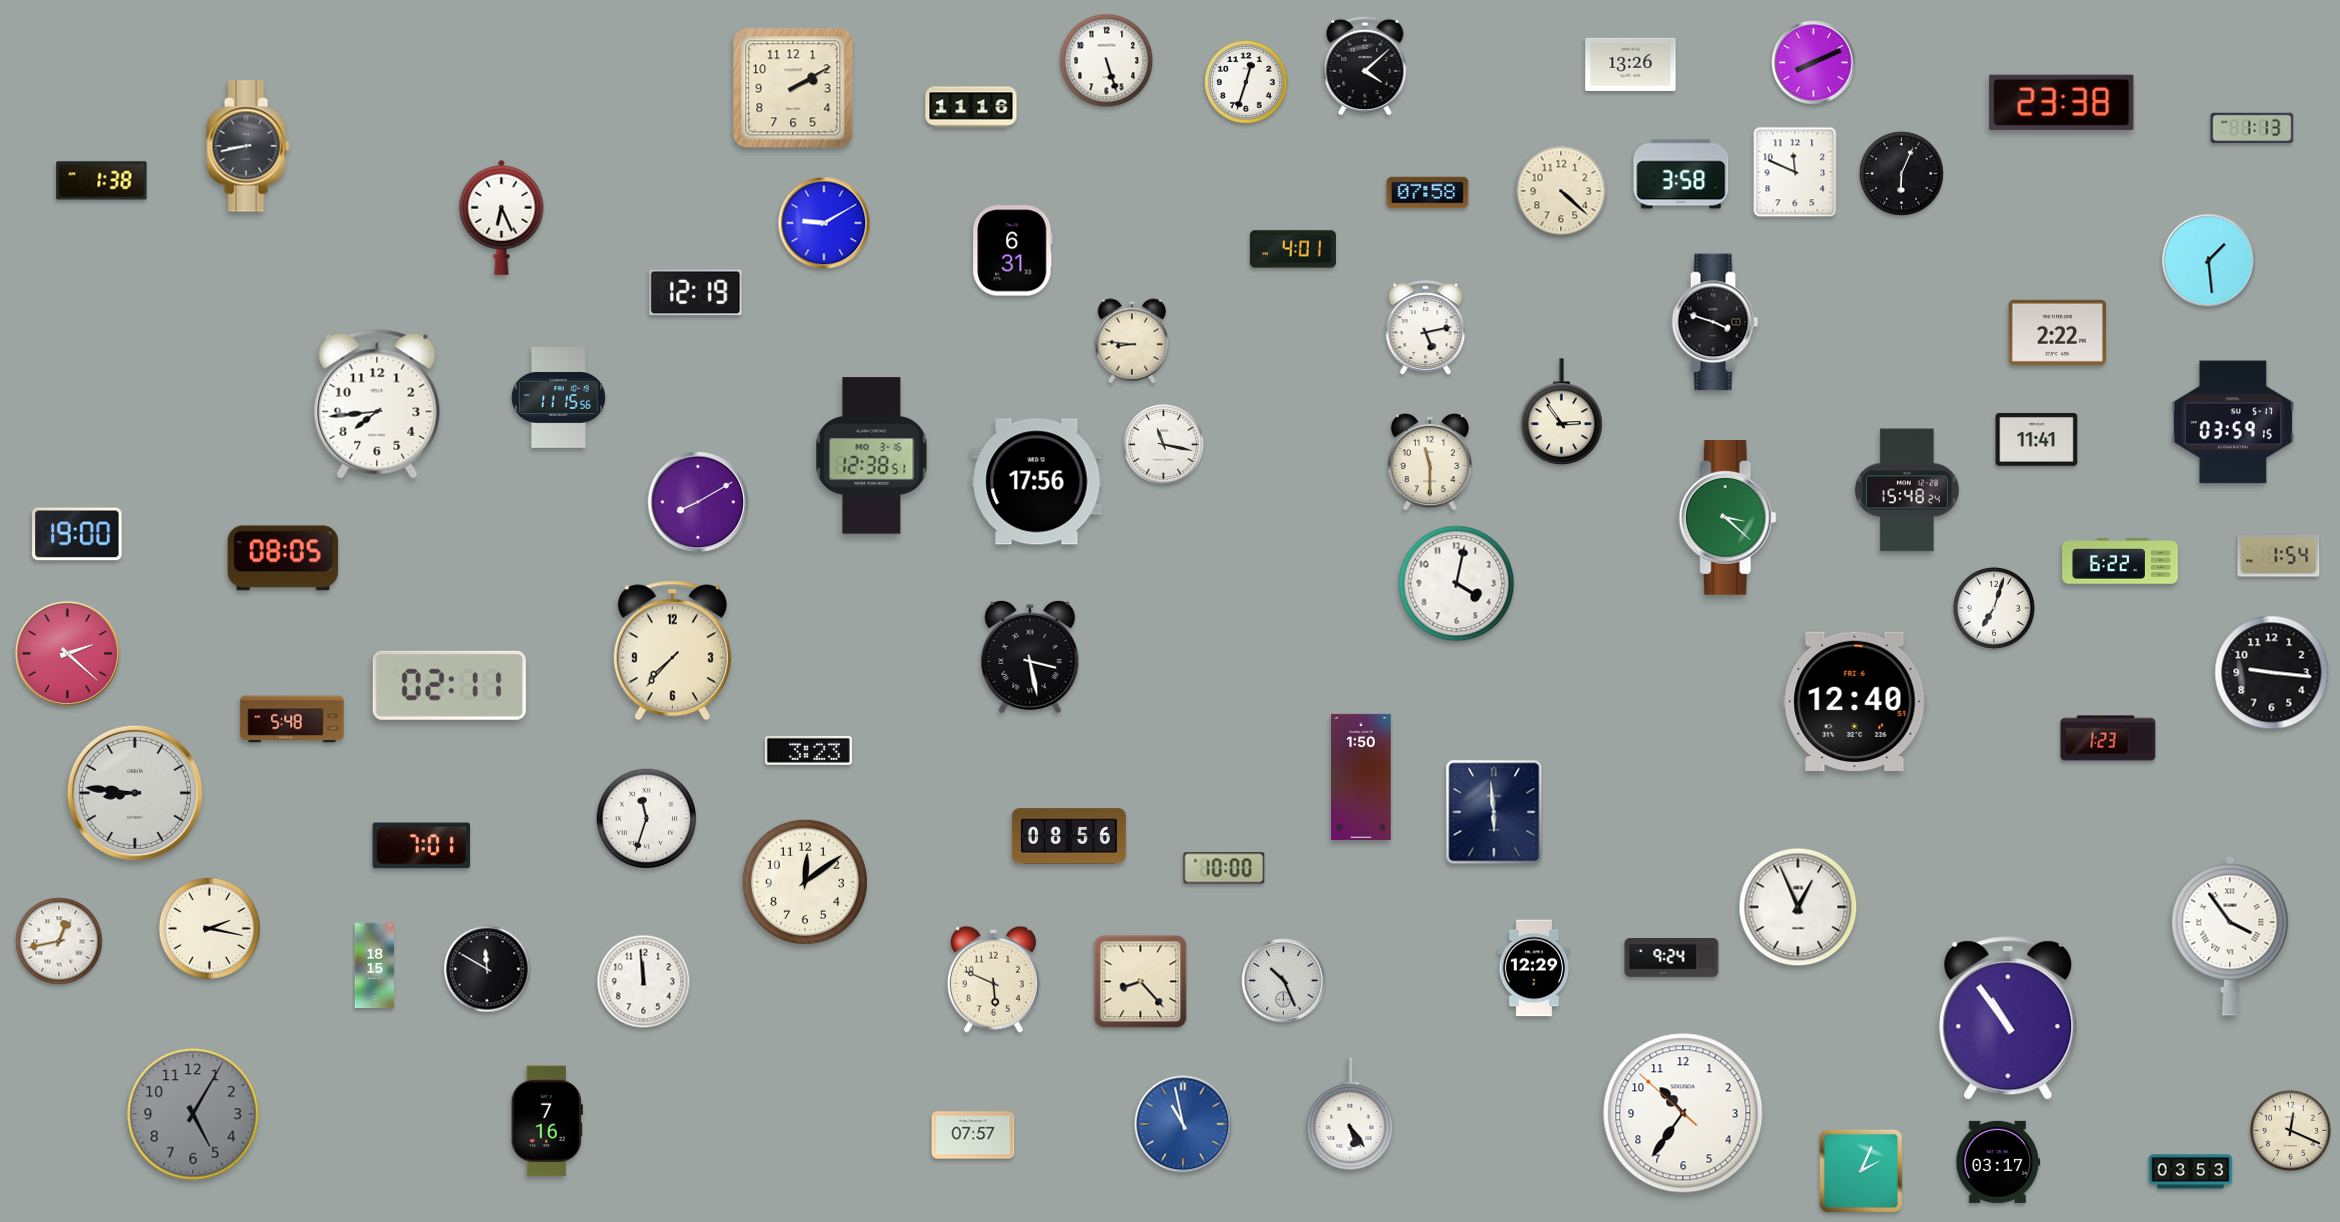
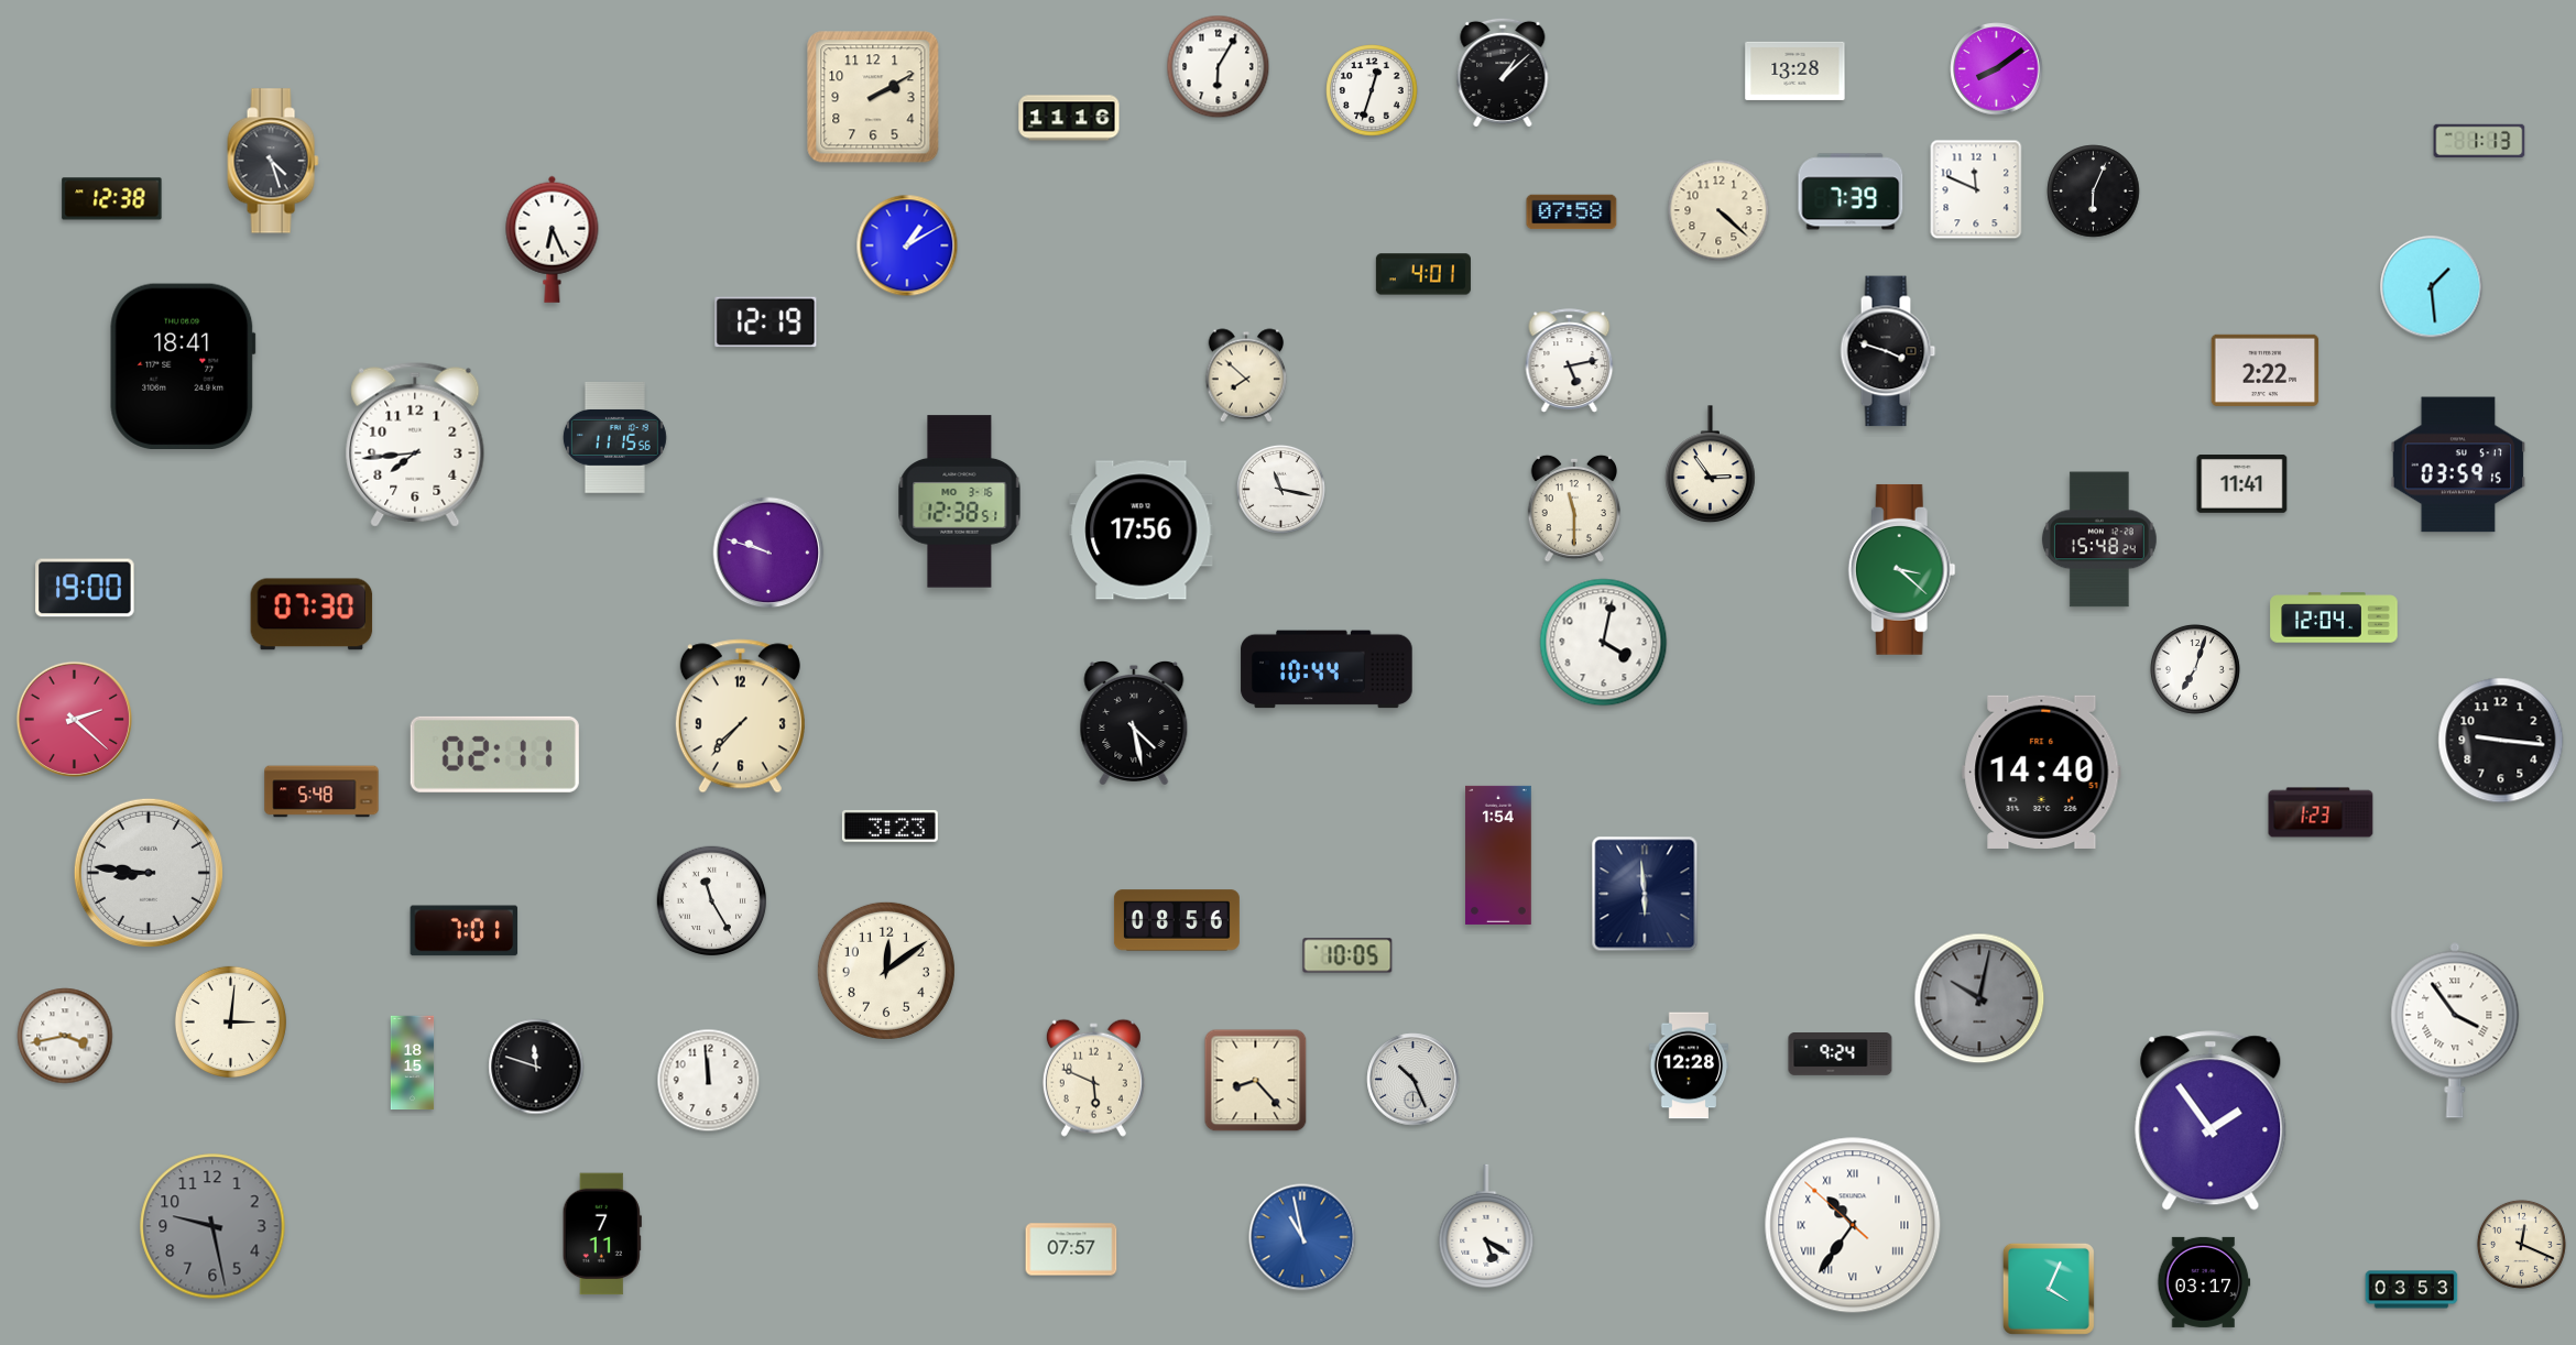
clock at (1107, 61): 5:27 -> 6:05
clock at (1814, 63): 8:11 -> 8:09
clock at (1631, 64): 13:26 -> 13:28
clock at (1365, 65): 4:08 -> 1:08
clock at (2062, 102): 23:38 -> none
clock at (248, 146): 8:43 -> 4:27
clock at (1681, 174): 3:58 -> 7:39
clock at (102, 181): 1:38 -> 12:38
clock at (824, 223): 9:10 -> 1:10
clock at (1013, 251): 6:31 -> none
clock at (1715, 322) position: (1715, 322) -> (1888, 351)
clock at (183, 365): none -> 18:41
clock at (2058, 332) position: (2058, 332) -> (2266, 370)
clock at (1132, 341): 8:46 -> 7:52
clock at (1562, 412) position: (1562, 412) -> (1711, 464)
clock at (698, 502): 8:10 -> 9:48
clock at (2279, 556): 1:54 -> none
clock at (283, 558): 08:05 -> 07:30
clock at (2120, 561): 6:22 -> 12:04
clock at (1327, 669): none -> 10:44
clock at (1030, 657): 3:28 -> 4:28
clock at (1855, 701): 12:40 -> 14:40
clock at (1361, 777): 1:50 -> 1:54
clock at (647, 819): 11:33 -> 11:25
clock at (1224, 868): 10:00 -> 10:05
clock at (1798, 907): 12:56 -> 10:02
clock at (1798, 907) dial: white -> grey
clock at (209, 928): 2:17 -> 3:01
clock at (59, 941): 12:43 -> 3:43
clock at (1534, 968): 12:29 -> 12:28
clock at (487, 969): 11:50 -> 11:48
clock at (2008, 1018): 10:54 -> 1:54
clock at (1683, 1113) numerals: Arabic -> Roman
clock at (193, 1114): 5:05 -> 9:28
clock at (1350, 1114): 5:24 -> 5:20
clock at (547, 1121): 7:16 -> 7:11
clock at (1998, 1162) position: (1998, 1162) -> (2204, 1282)
clock at (1861, 1171): 2:04 -> 4:04
